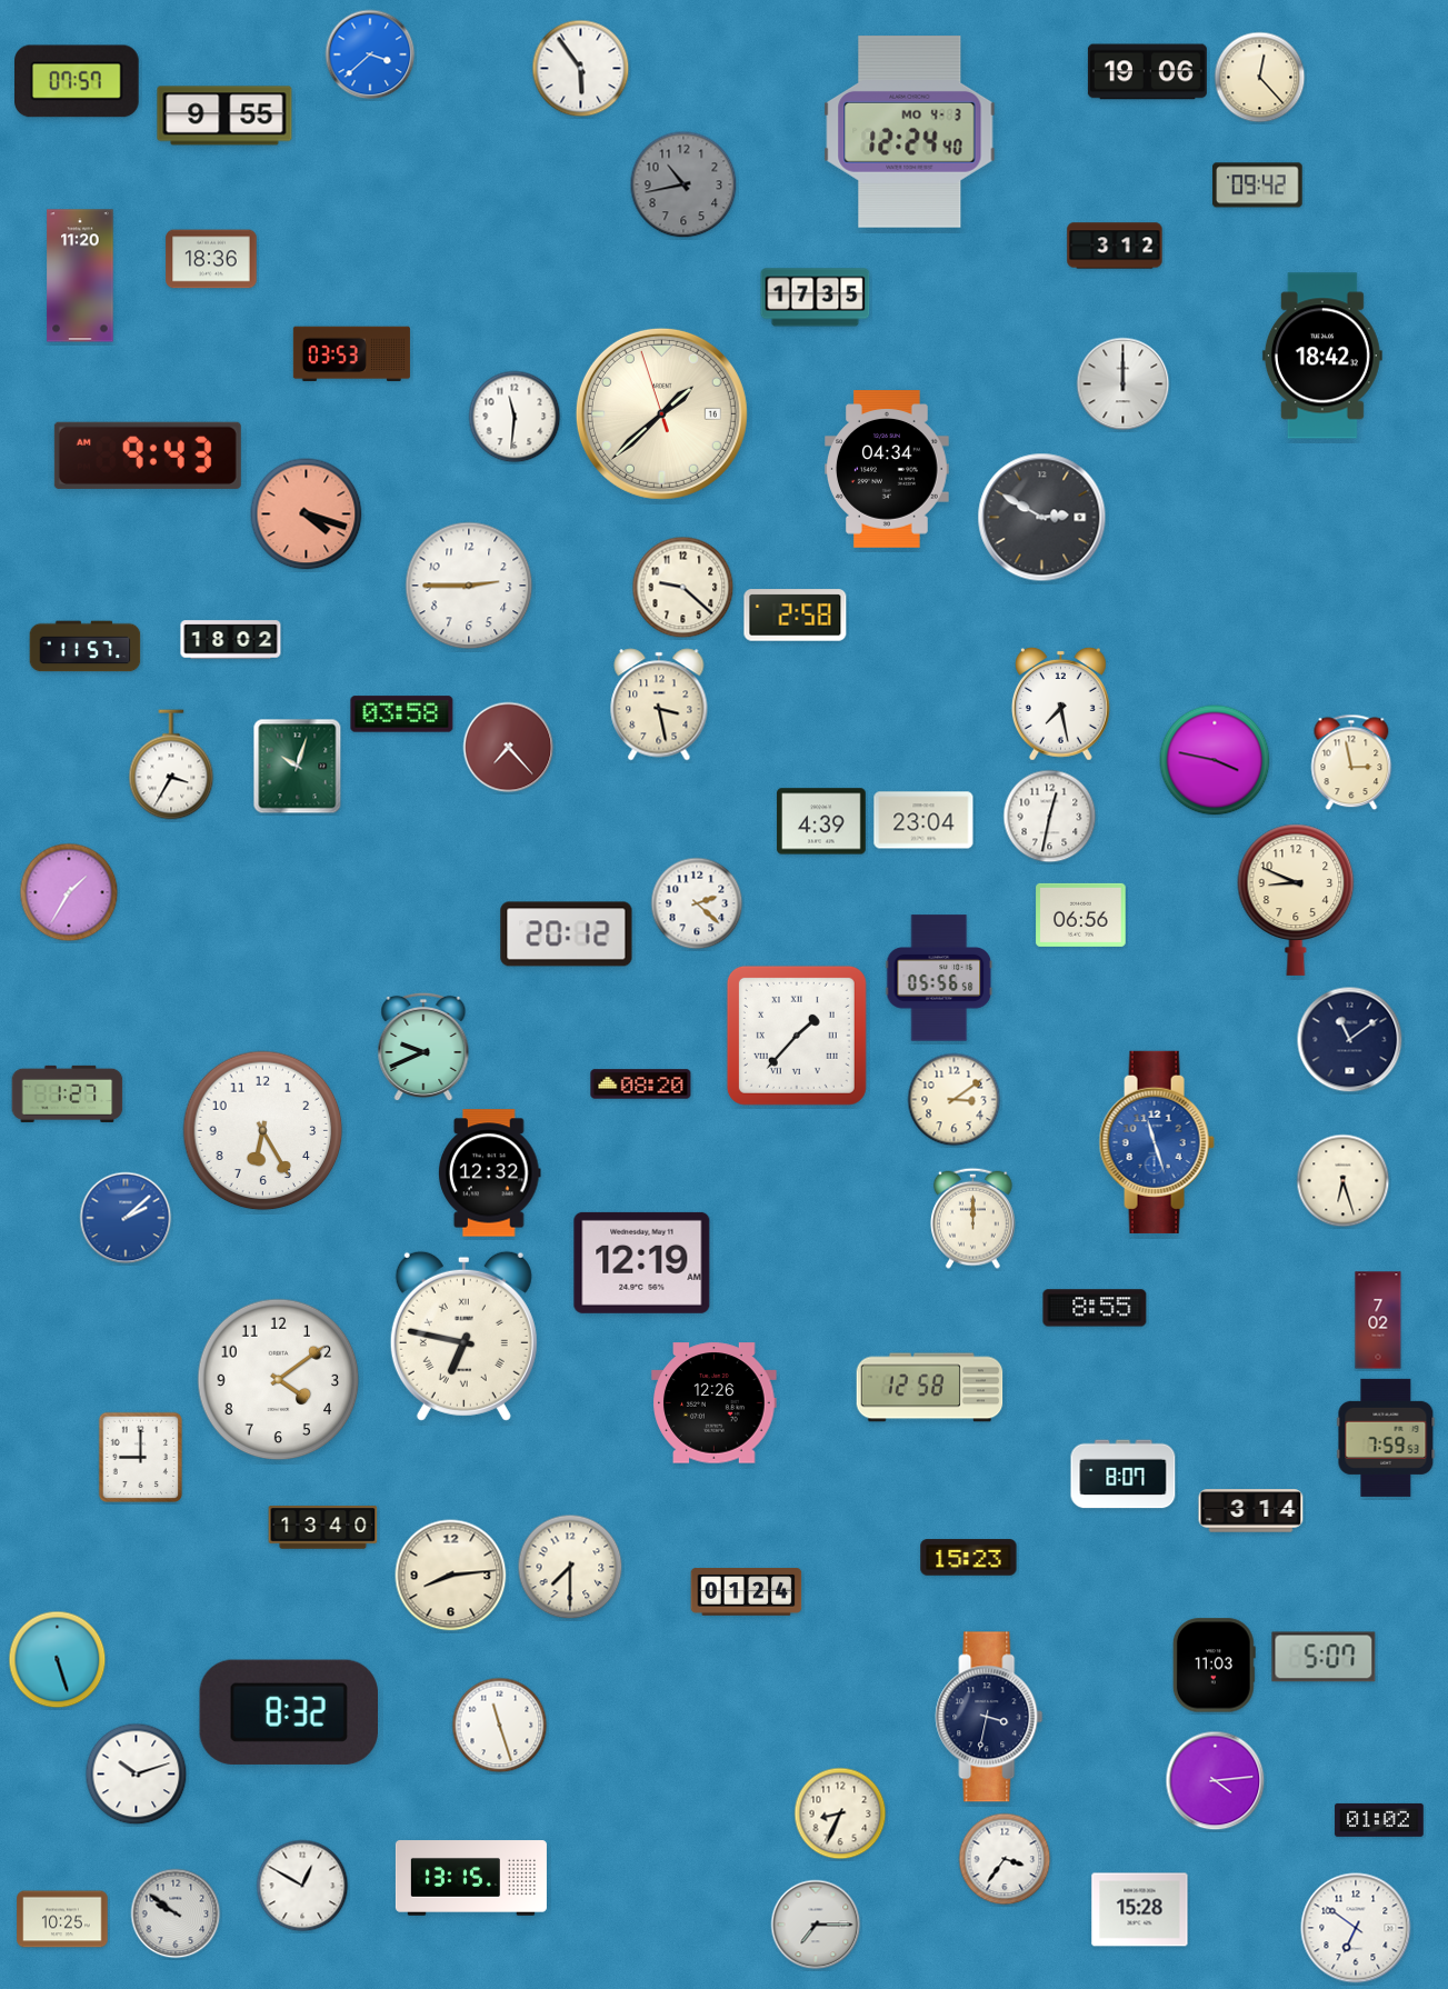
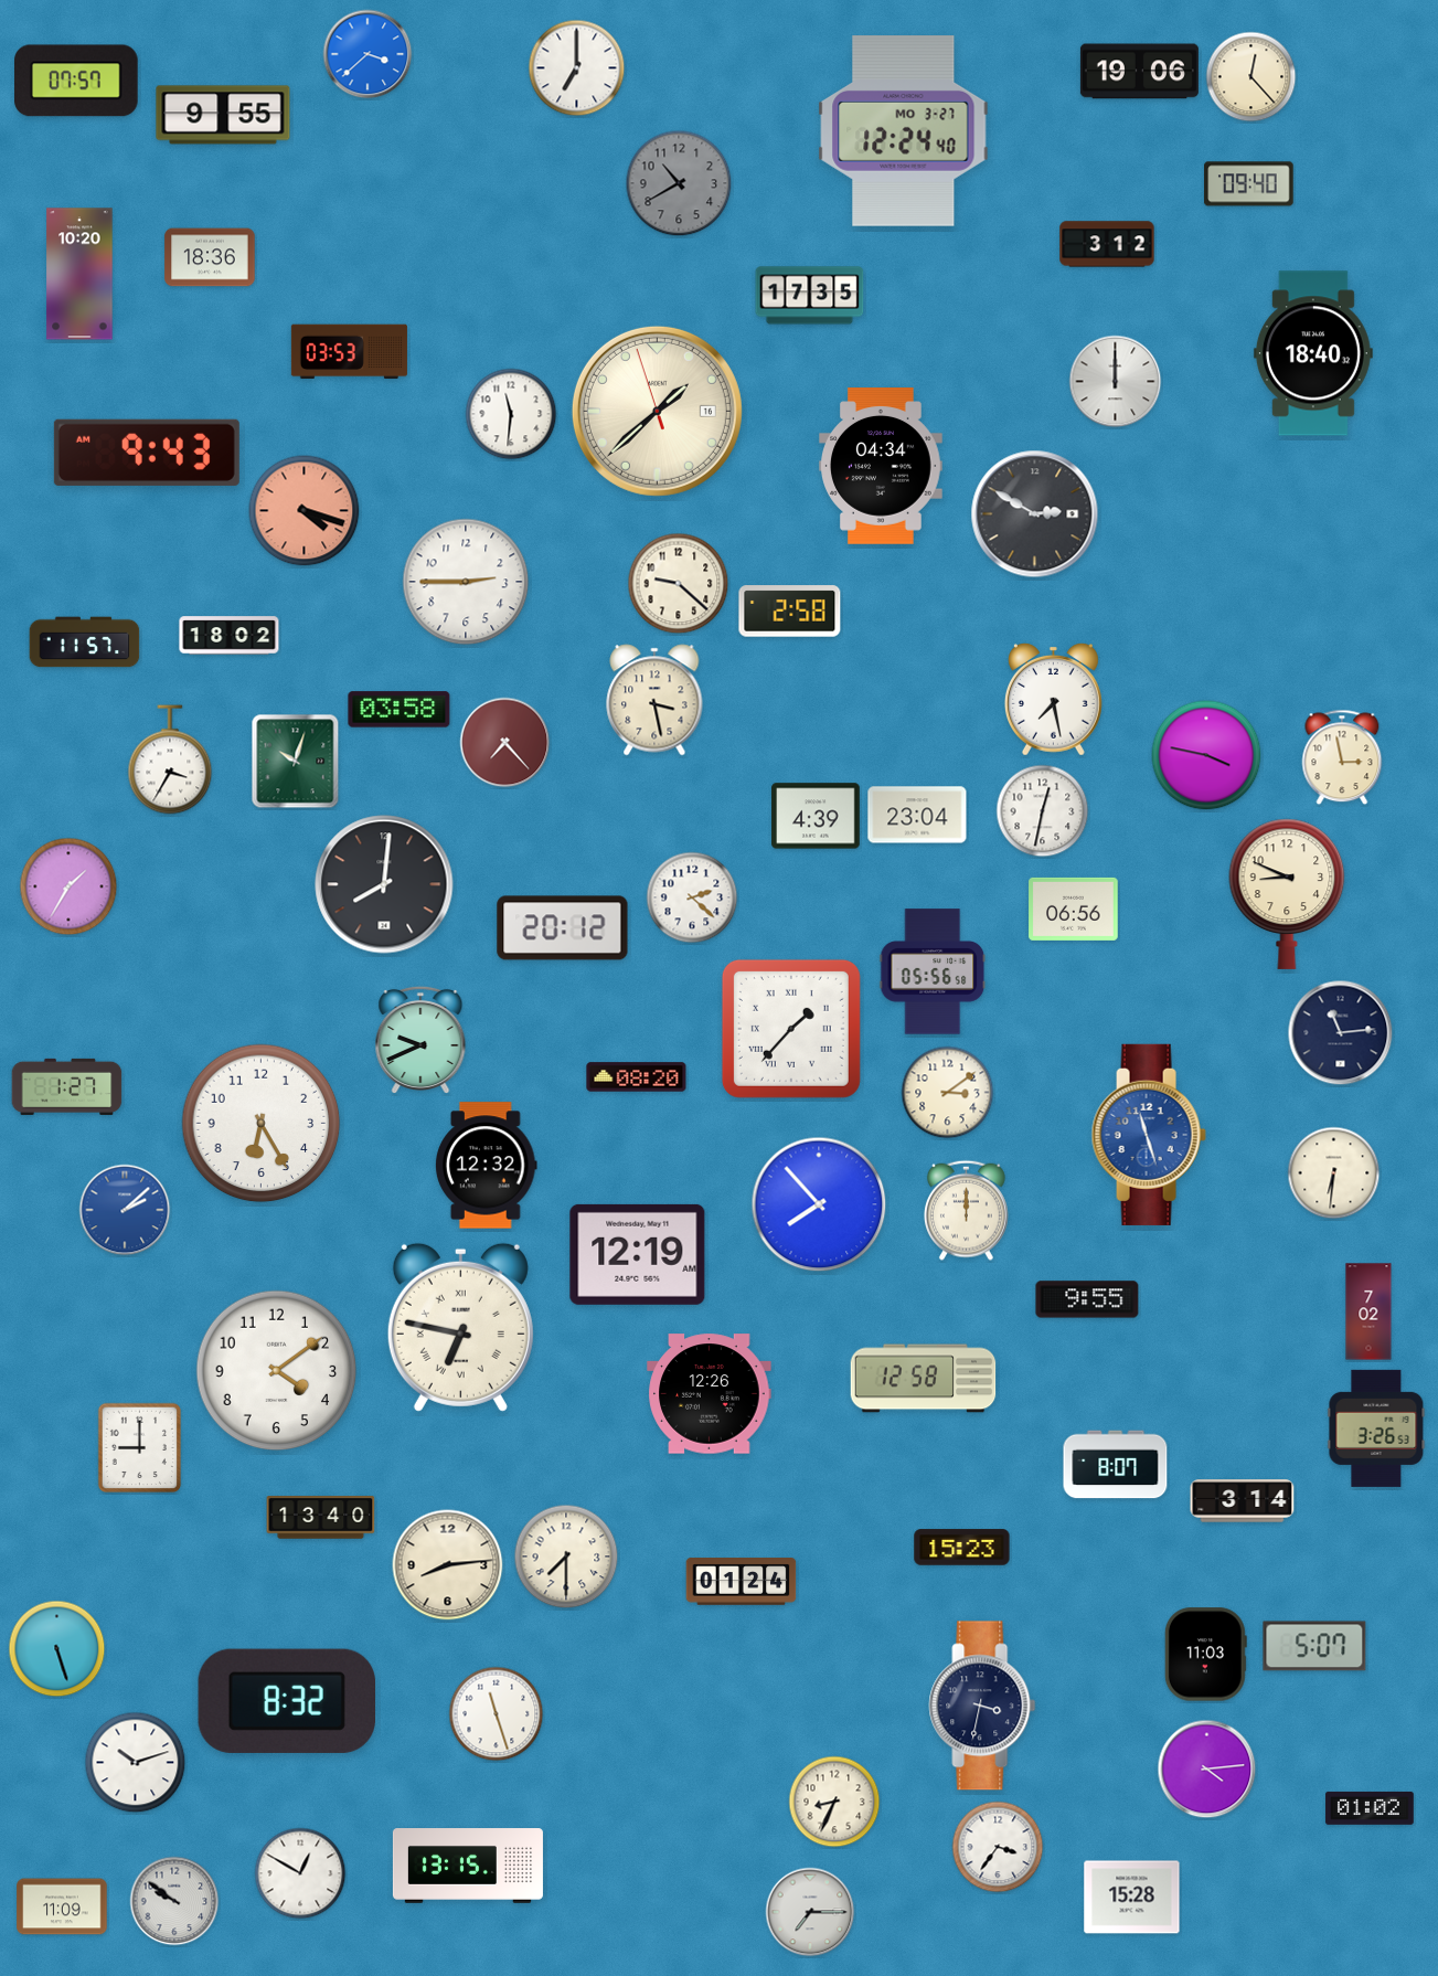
clock at (581, 69): 5:54 -> 7:00
clock at (910, 132) date: MO 4-3 -> MO 3-27
clock at (683, 184): 10:43 -> 10:40
clock at (1258, 186): 09:42 -> 09:40
clock at (80, 276): 11:20 -> 10:20
clock at (1322, 356): 18:42 -> 18:40
clock at (384, 884): none -> 8:01
clock at (1350, 1040): 11:09 -> 11:14
clock at (1344, 1181): 6:27 -> 6:31
clock at (819, 1204): none -> 7:53
clock at (1095, 1308): 8:55 -> 9:55
clock at (1386, 1438): 7:59 -> 3:26
clock at (62, 1919): 10:25 -> 11:09
clock at (1356, 1928): 6:51 -> none
